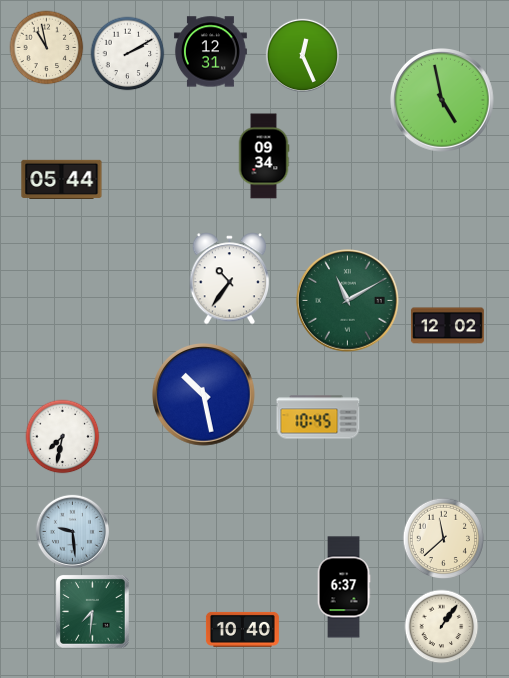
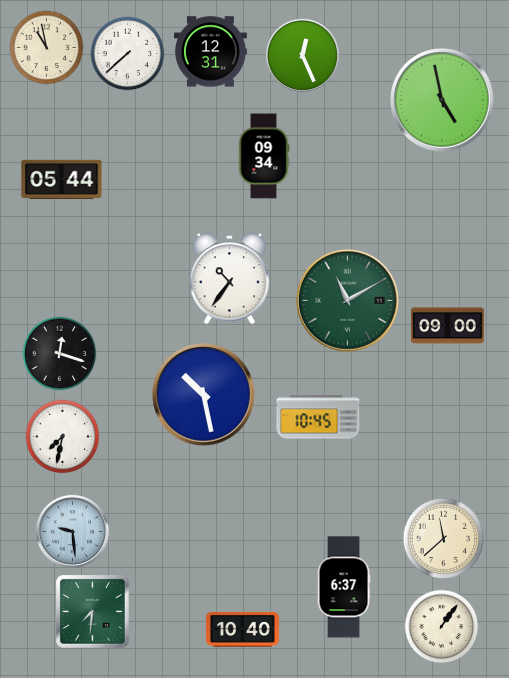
clock at (128, 54): 2:10 -> 7:38
clock at (447, 326): 12:02 -> 09:00
clock at (60, 354): none -> 12:18
